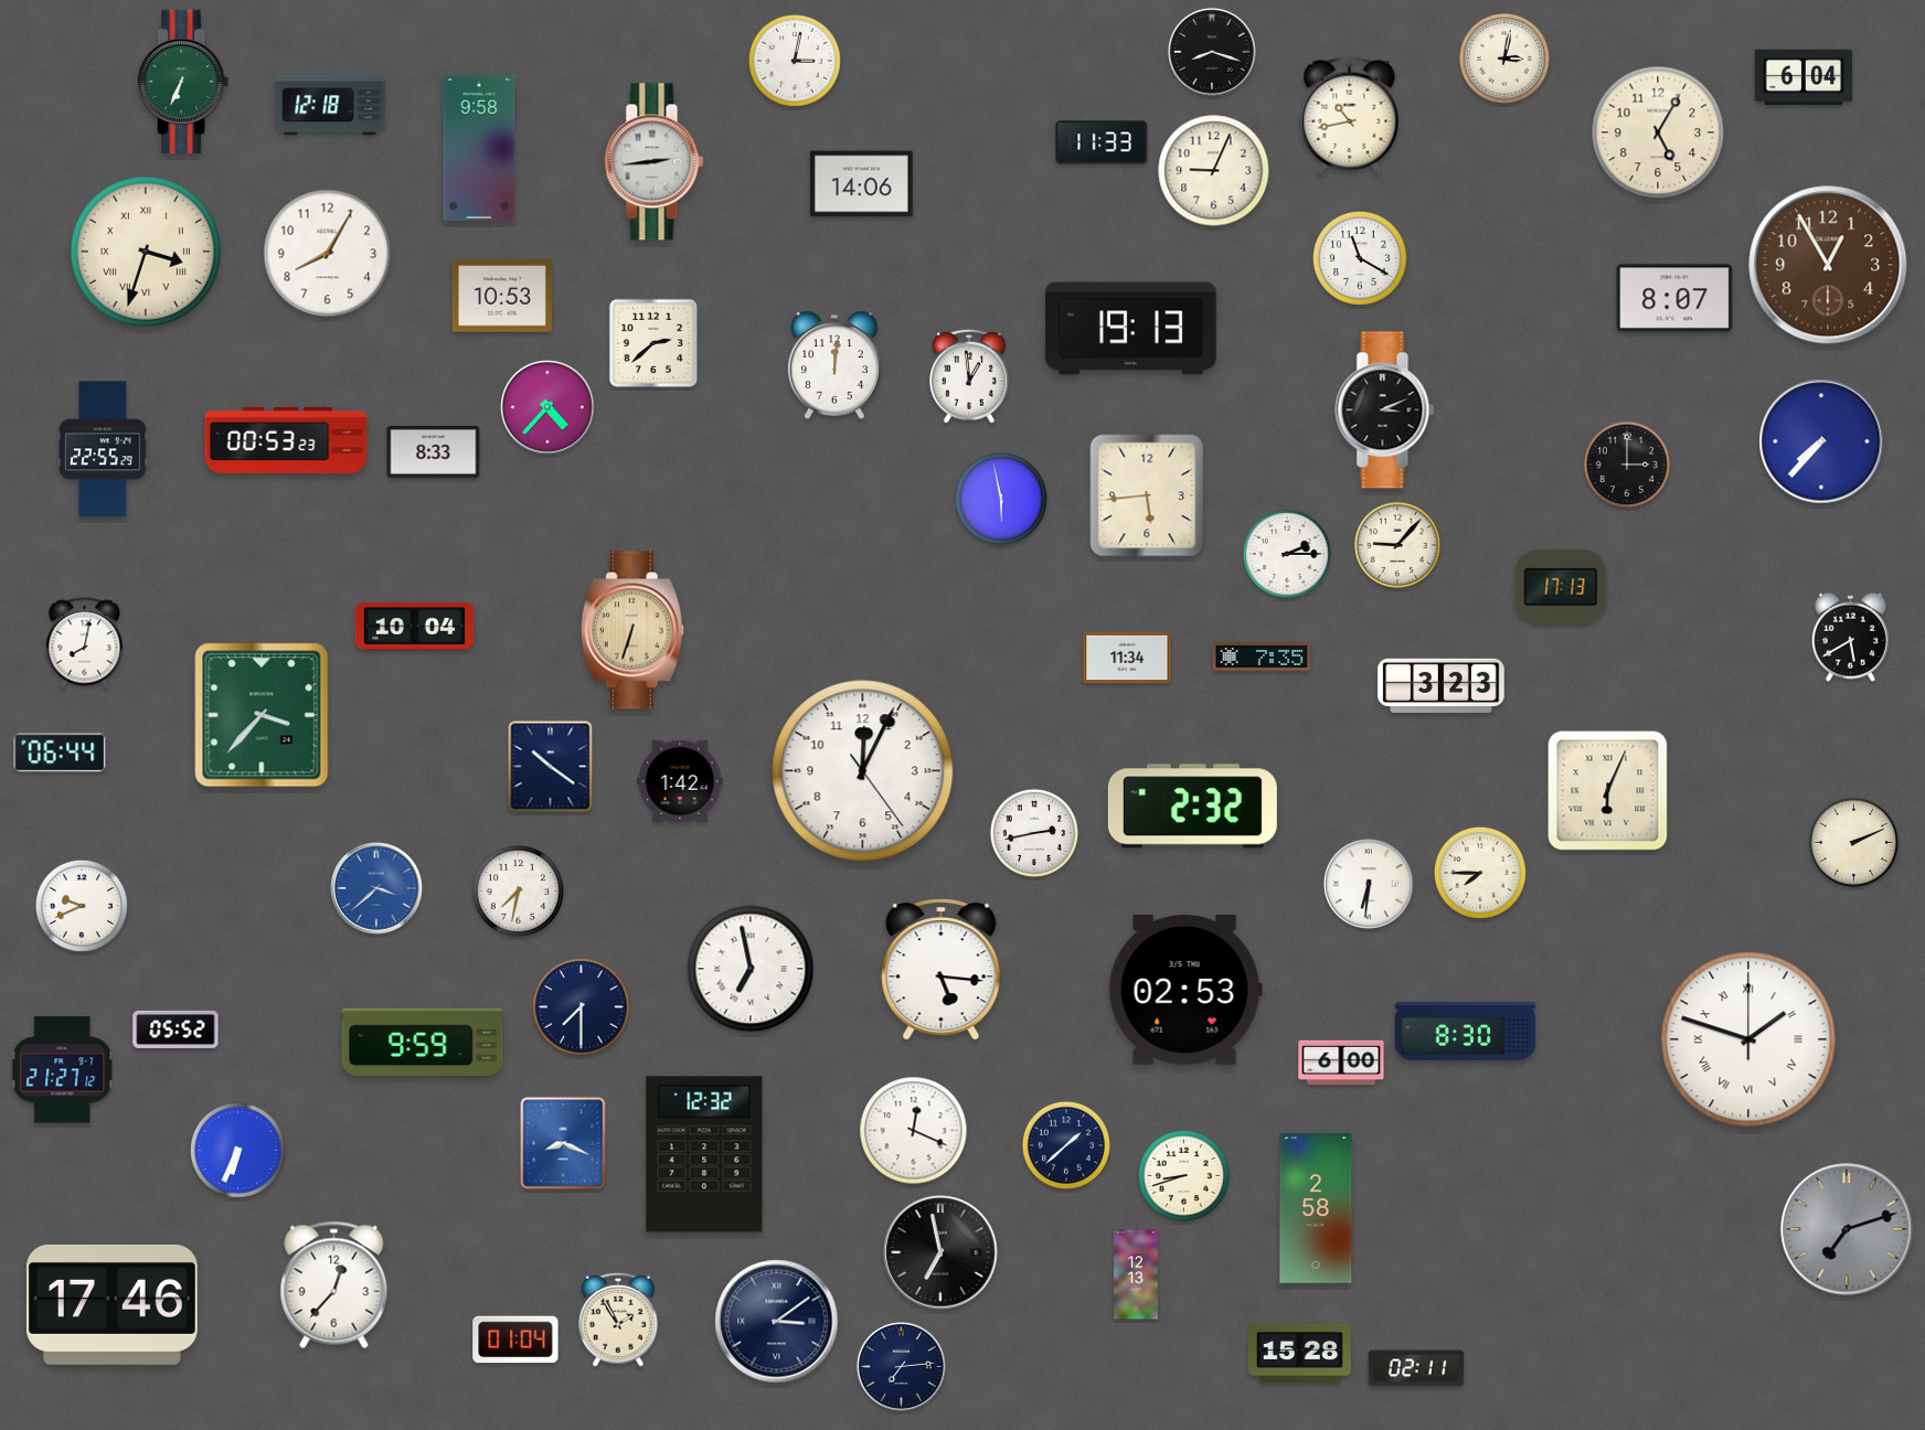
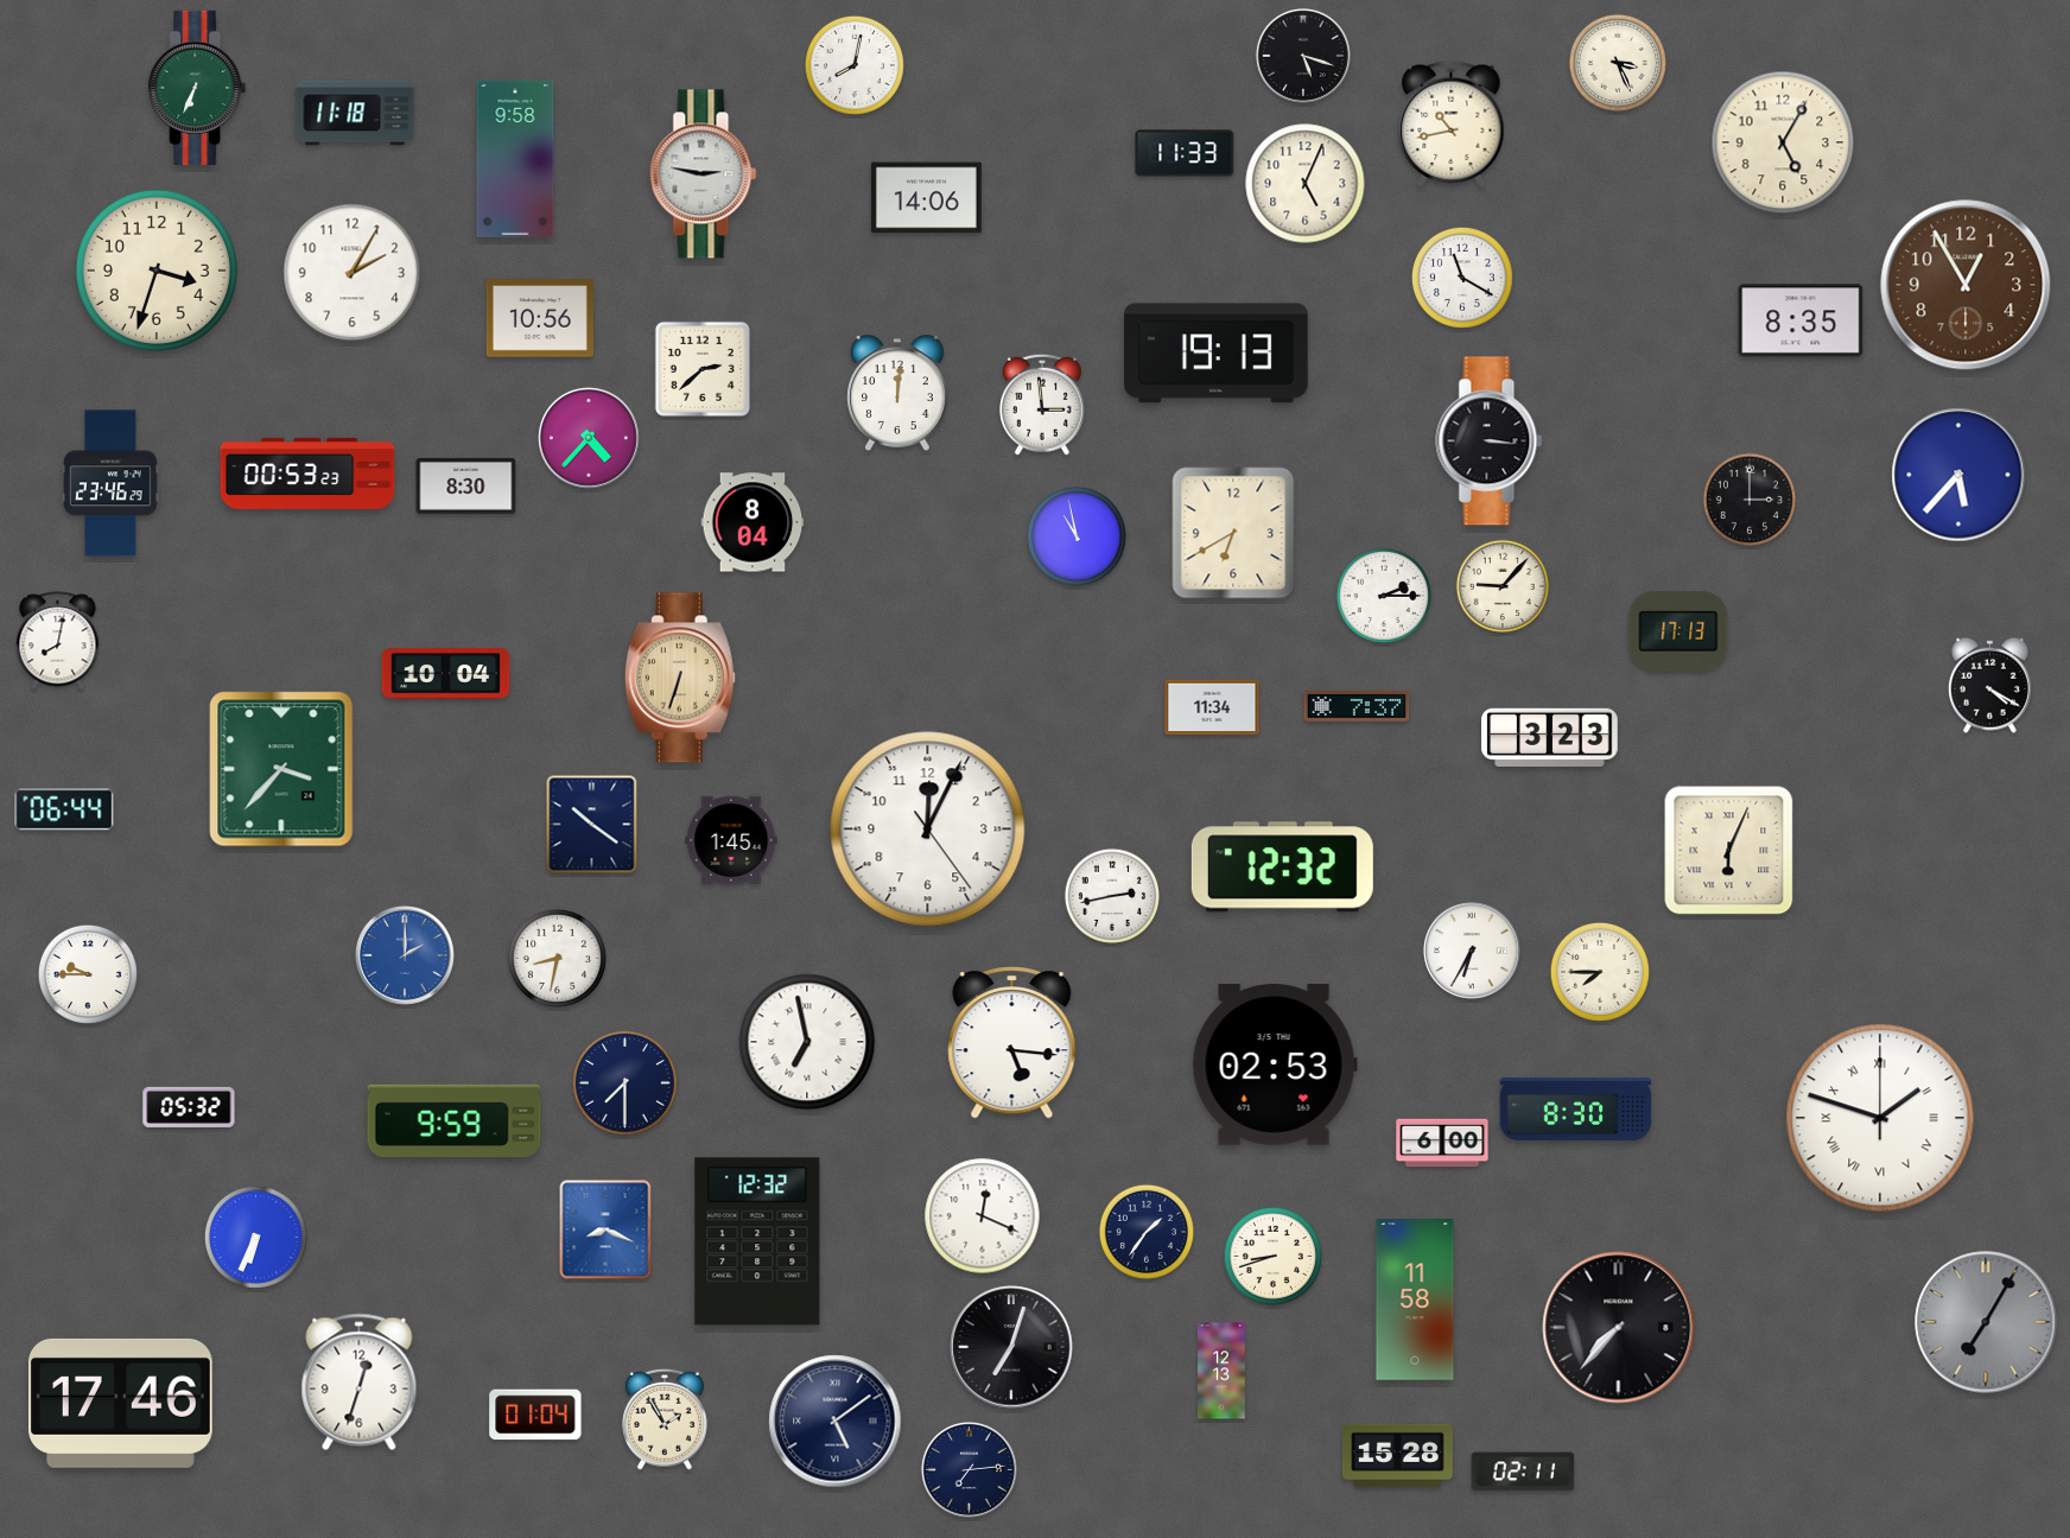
clock at (1212, 52): 8:18 -> 5:18
clock at (1504, 58): 3:02 -> 3:26
clock at (795, 61): 3:02 -> 8:02
clock at (1804, 77): 6:04 -> none
clock at (330, 105): 12:18 -> 11:18
clock at (655, 162): 2:44 -> 2:47
clock at (1214, 171): 9:04 -> 5:04
clock at (146, 252) numerals: Roman -> Arabic
clock at (328, 254): 8:05 -> 2:05
clock at (502, 296): 10:53 -> 10:56
clock at (1674, 298): 8:07 -> 8:35
clock at (969, 376): 12:59 -> 2:59
clock at (1385, 410): 3:11 -> 3:16
clock at (1821, 441): 7:37 -> 5:37
clock at (104, 449): 22:55 -> 23:46
clock at (434, 451): 8:33 -> 8:30
clock at (753, 522): none -> 8:04
clock at (1147, 495): 5:44 -> 6:40
clock at (1001, 499): 5:58 -> 10:58
clock at (1850, 637): 5:40 -> 4:20
clock at (85, 643) position: (85, 643) -> (58, 641)
clock at (1262, 657): 7:35 -> 7:37
clock at (680, 781): 1:42 -> 1:45
clock at (1192, 807): 2:32 -> 12:32
clock at (1853, 842): 2:11 -> none
clock at (1480, 873) position: (1480, 873) -> (1600, 972)
clock at (1369, 884): 6:31 -> 6:35
clock at (376, 888): 3:38 -> 2:00
clock at (518, 890): 7:32 -> 8:32
clock at (82, 906): 9:41 -> 9:45
clock at (176, 1029): 05:52 -> 05:32
clock at (63, 1070): 21:27 -> none
clock at (1066, 1145): 1:38 -> 1:36
clock at (1183, 1175) position: (1183, 1175) -> (1272, 1256)
clock at (1316, 1208): 2:58 -> 11:58
clock at (1847, 1229): 7:12 -> 7:05
clock at (1619, 1328): none -> 7:37
clock at (940, 1252): 6:58 -> 7:03
clock at (334, 1285): 12:37 -> 12:33
clock at (777, 1322): 3:09 -> 5:09
clock at (515, 1340) position: (515, 1340) -> (535, 1415)
